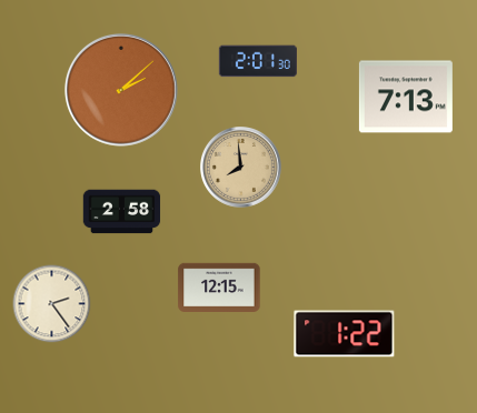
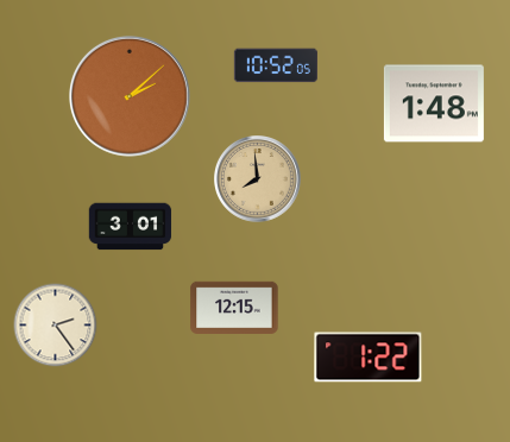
clock at (258, 61): 2:01 -> 10:52
clock at (406, 97): 7:13 -> 1:48
clock at (122, 212): 2:58 -> 3:01
